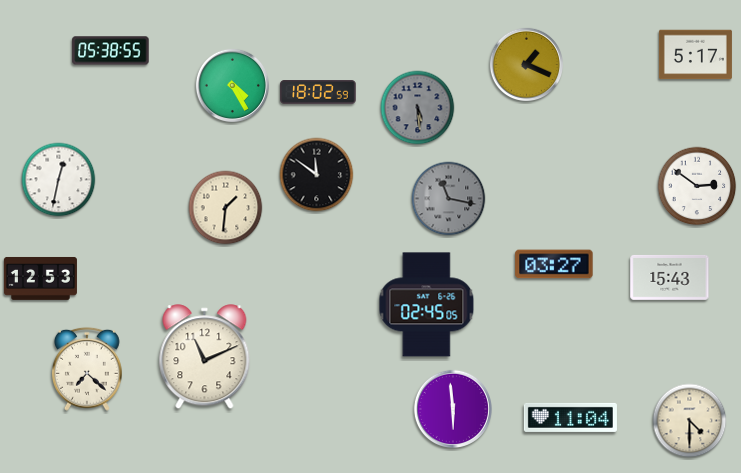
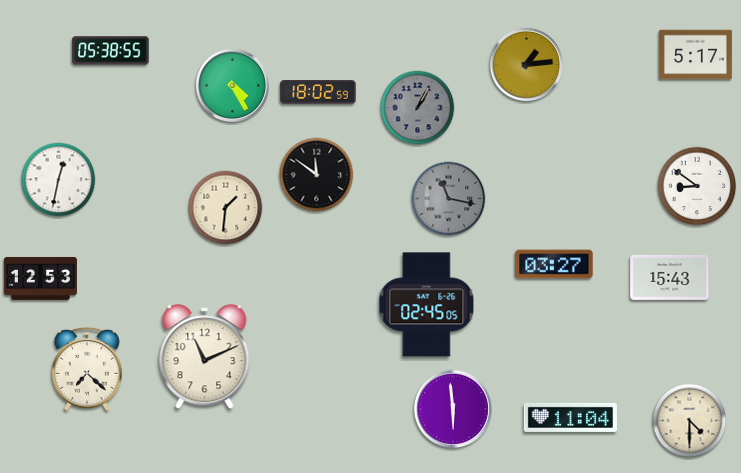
clock at (526, 64): 1:19 -> 1:14
clock at (418, 108): 5:29 -> 1:05
clock at (697, 186): 2:51 -> 8:51
